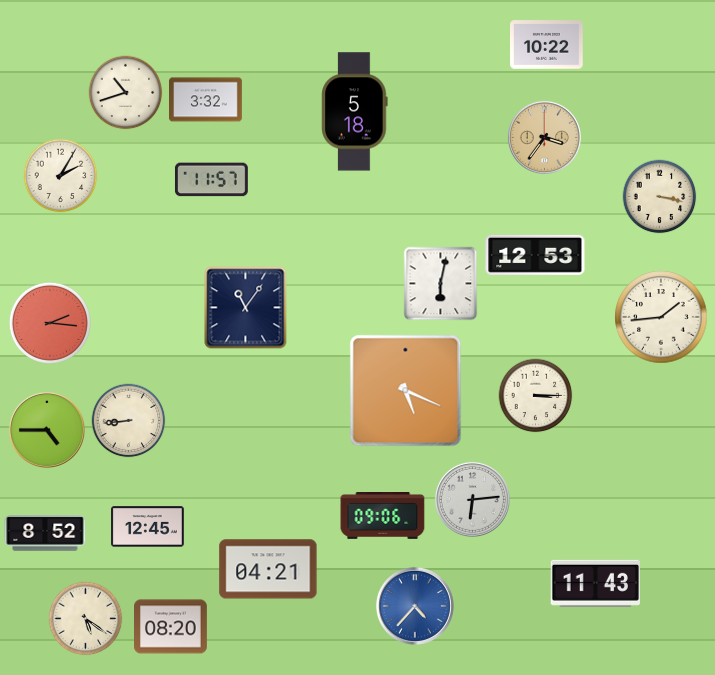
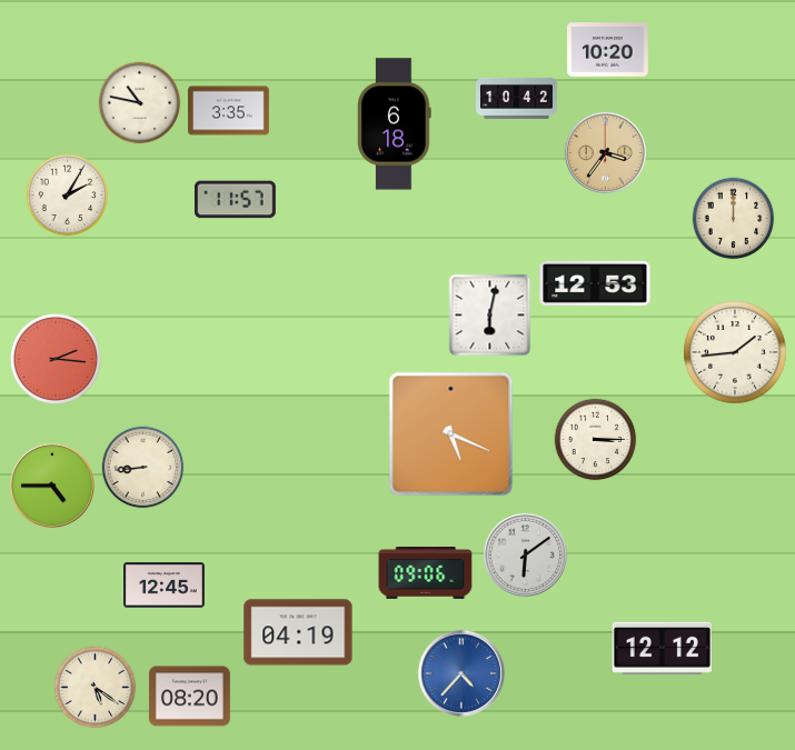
clock at (547, 45): 10:22 -> 10:20
clock at (517, 98): none -> 10:42
clock at (126, 93): 10:42 -> 10:47
clock at (206, 100): 3:32 -> 3:35
clock at (355, 112): 5:18 -> 6:18
clock at (660, 197): 3:17 -> 12:00
clock at (246, 308): 11:06 -> none
clock at (47, 430) position: (47, 430) -> (52, 486)
clock at (472, 499): 6:14 -> 6:09
clock at (45, 533): 8:52 -> none
clock at (268, 569): 04:21 -> 04:19
clock at (595, 583): 11:43 -> 12:12
